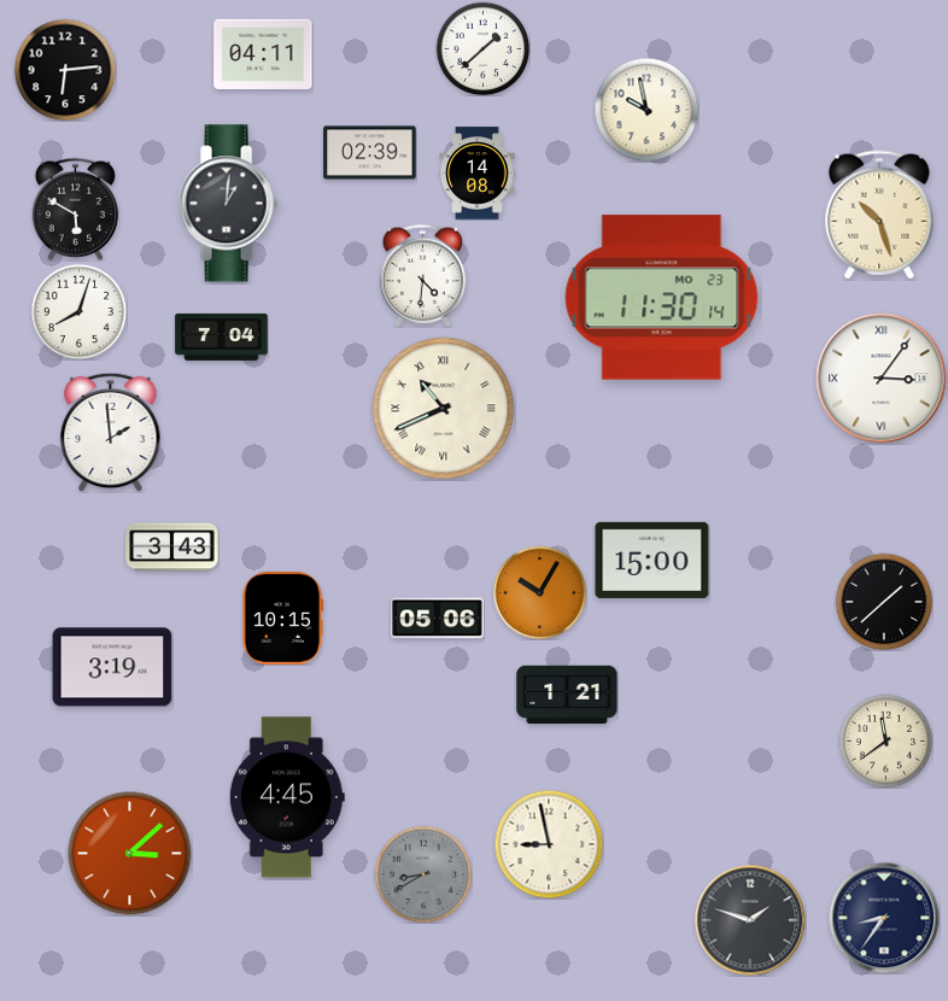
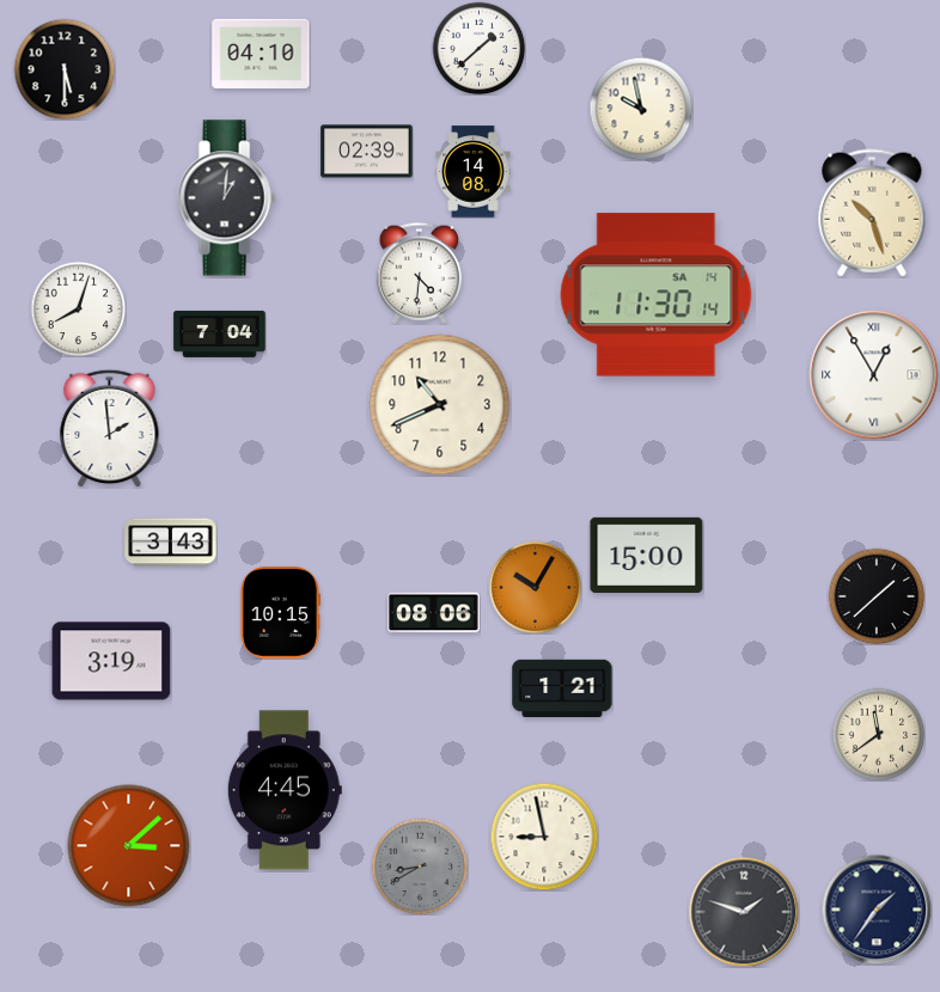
clock at (263, 53): 04:11 -> 04:10
clock at (65, 70): 6:14 -> 5:30
clock at (228, 204) position: (228, 204) -> (226, 198)
clock at (76, 209): 5:50 -> none
clock at (662, 298) date: MO 23 -> SA 14
clock at (882, 379): 3:06 -> 12:55
clock at (444, 409) numerals: Roman -> Arabic
clock at (438, 619): 05:06 -> 08:06
clock at (884, 918): 8:36 -> 1:36
